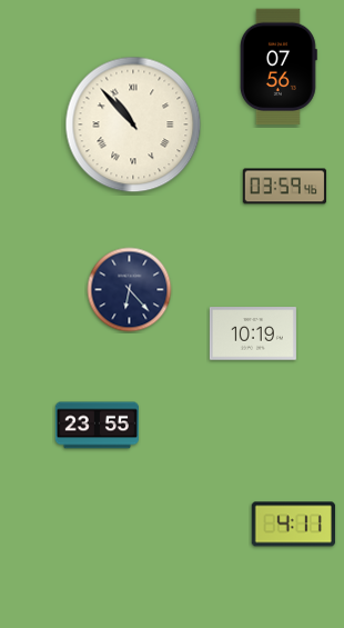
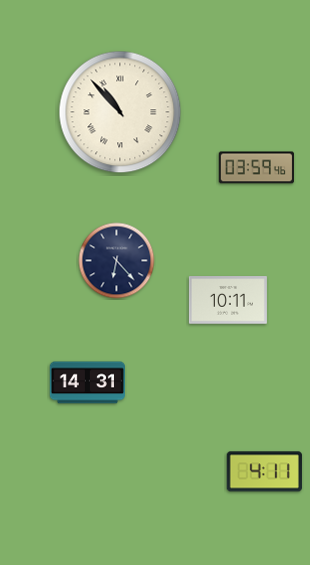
clock at (279, 67): 07:56 -> none
clock at (253, 333): 10:19 -> 10:11
clock at (97, 426): 23:55 -> 14:31
